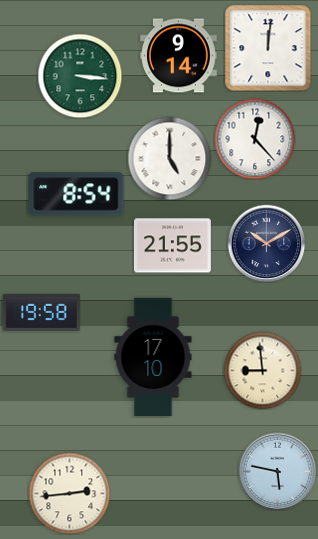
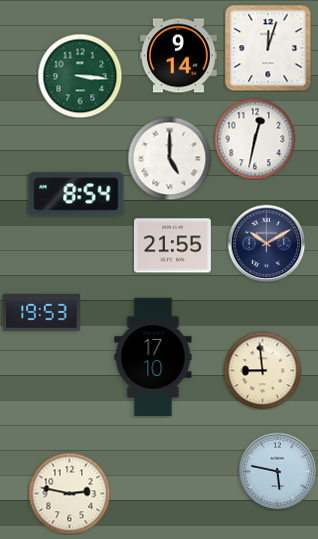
clock at (268, 48): 12:01 -> 12:03
clock at (255, 139): 12:23 -> 12:32
clock at (41, 312): 19:58 -> 19:53
clock at (69, 493): 2:44 -> 2:47
